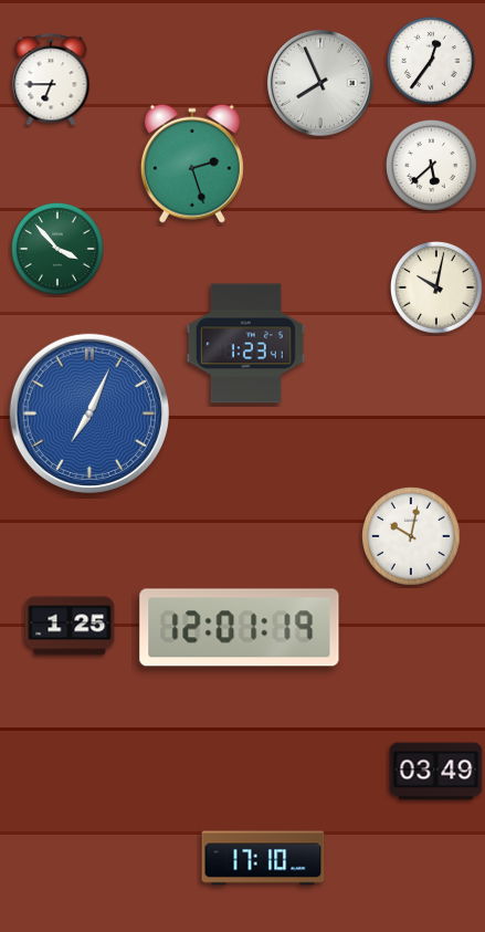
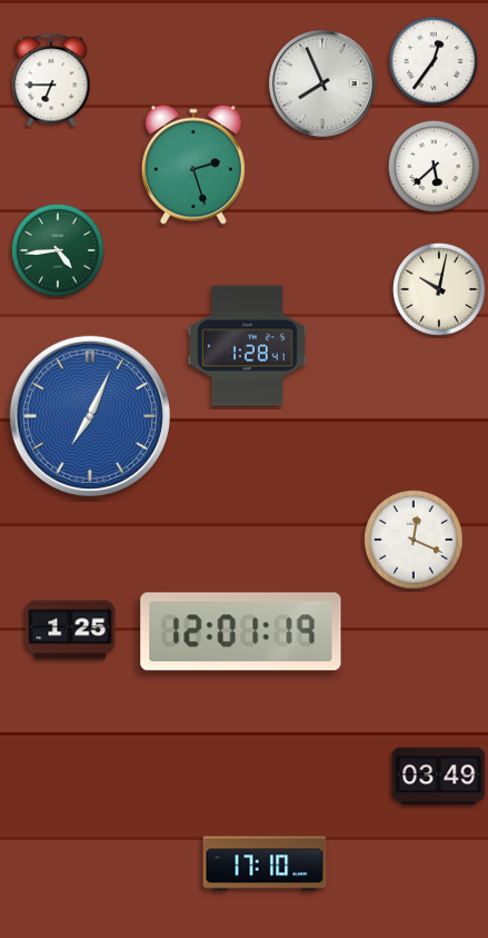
clock at (59, 250): 3:53 -> 4:44
clock at (245, 344): 1:23 -> 1:28
clock at (411, 536): 10:02 -> 12:19
